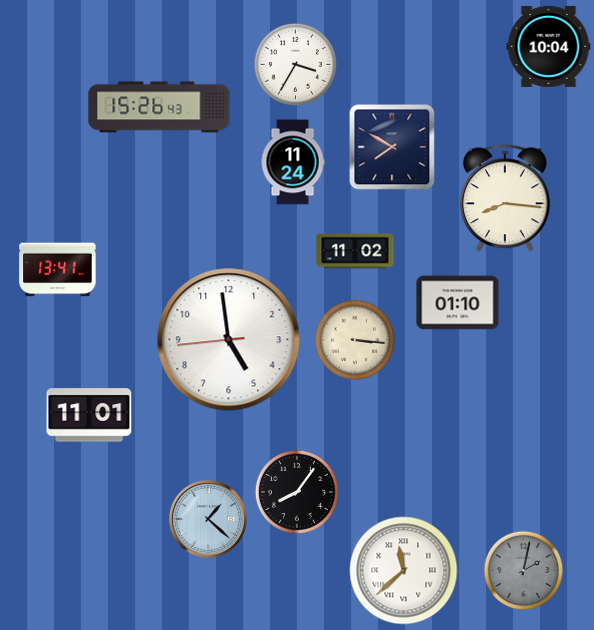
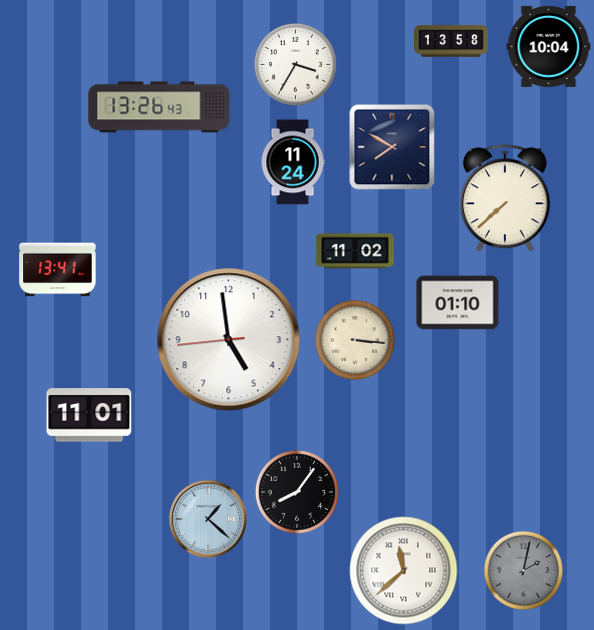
clock at (451, 41): none -> 13:58
clock at (159, 107): 15:26 -> 13:26
clock at (505, 199): 8:16 -> 7:38
